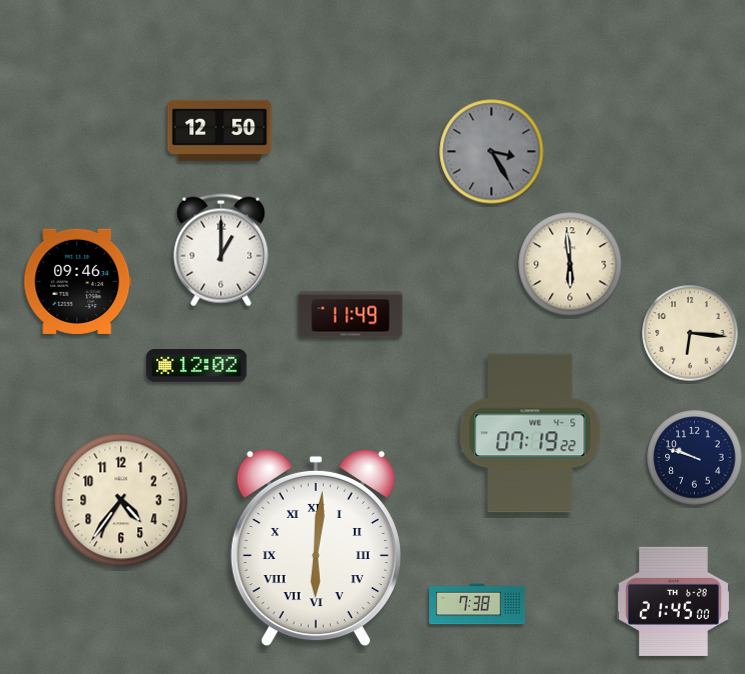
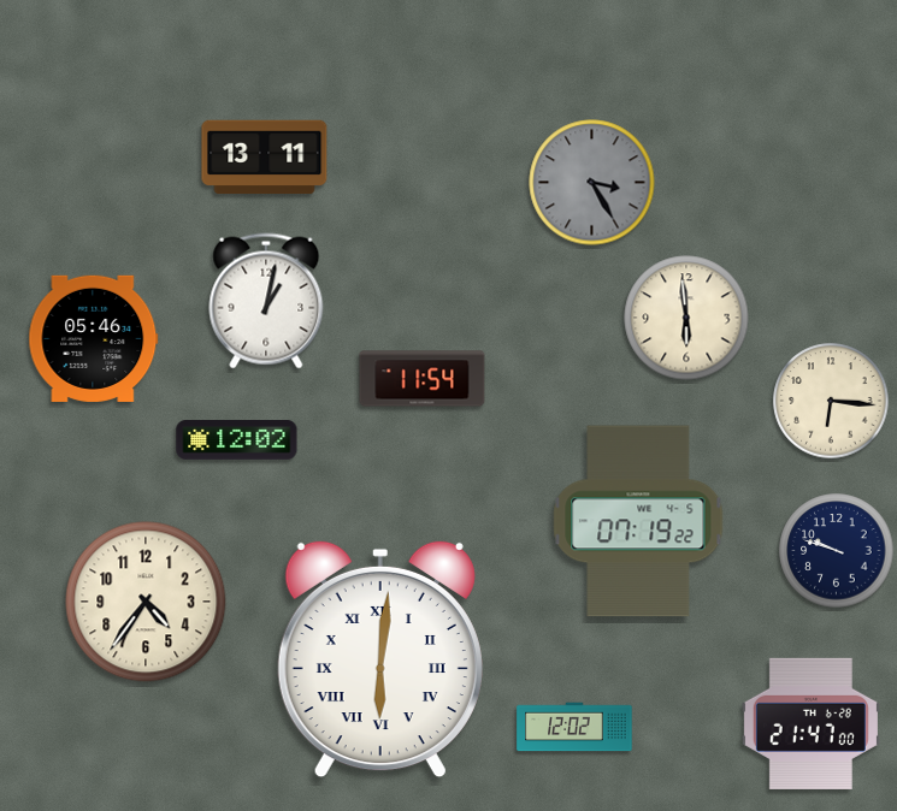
clock at (220, 131): 12:50 -> 13:11
clock at (221, 250): 1:00 -> 1:02
clock at (78, 281): 09:46 -> 05:46
clock at (351, 315): 11:49 -> 11:54
clock at (673, 601): 21:45 -> 21:47
clock at (477, 604): 7:38 -> 12:02
